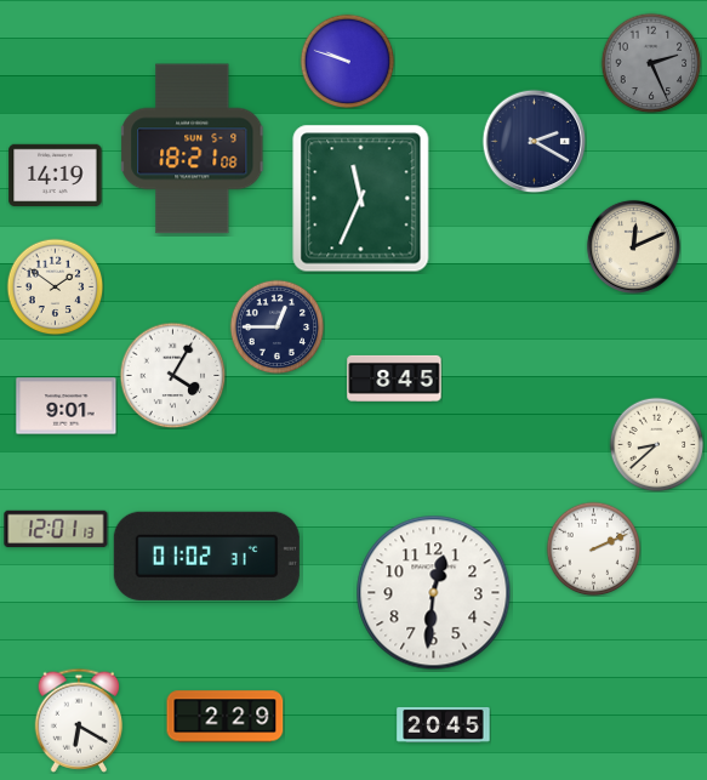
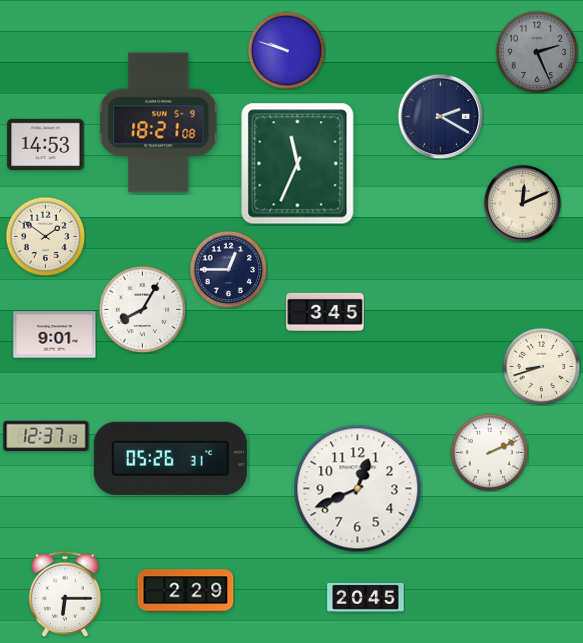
clock at (56, 176): 14:19 -> 14:53
clock at (172, 375): 4:05 -> 8:05
clock at (394, 378): 8:45 -> 3:45
clock at (656, 444): 8:38 -> 8:42
clock at (56, 529): 12:01 -> 12:37
clock at (206, 556): 01:02 -> 05:26
clock at (434, 593): 12:31 -> 12:41
clock at (79, 721): 6:20 -> 6:15
